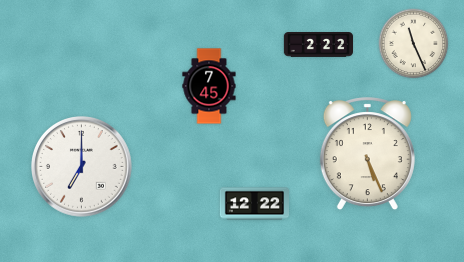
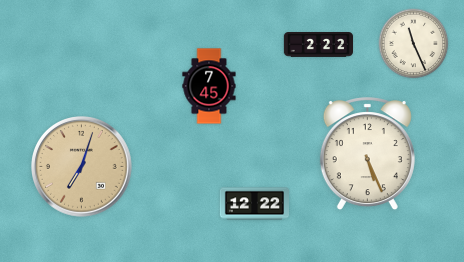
clock at (82, 167): 7:00 -> 7:03
clock at (82, 167) dial: white -> champagne
